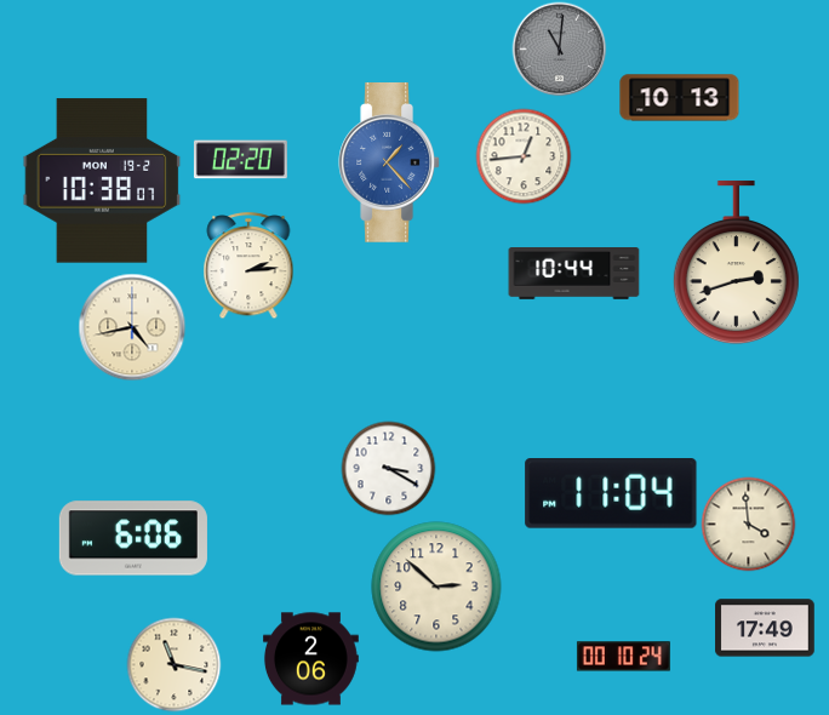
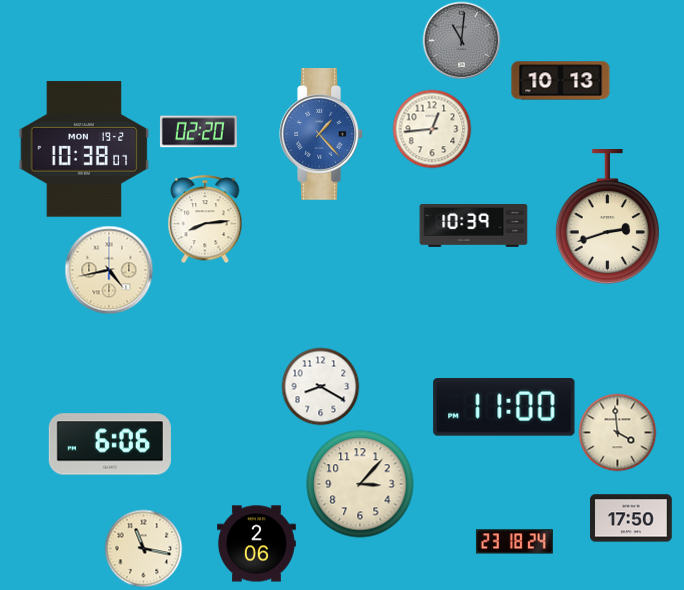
clock at (248, 265): 2:14 -> 8:14
clock at (574, 274): 10:44 -> 10:39
clock at (388, 468): 3:20 -> 8:20
clock at (611, 494): 11:04 -> 11:00
clock at (436, 587): 2:52 -> 3:07
clock at (765, 628): 17:49 -> 17:50
clock at (623, 657): 00:10 -> 23:18
